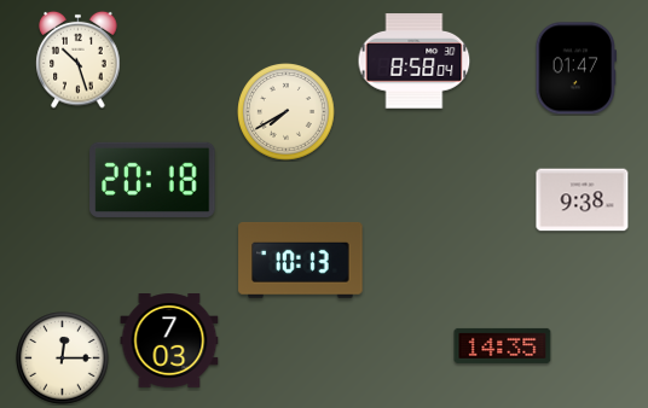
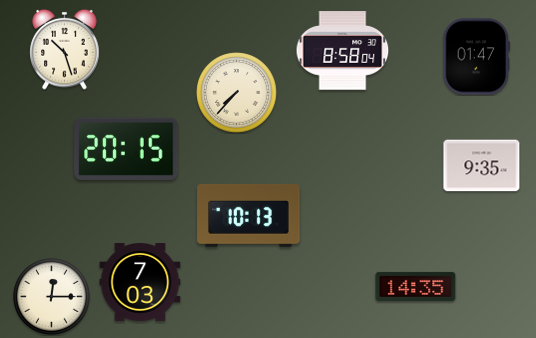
clock at (287, 112): 7:40 -> 7:37
clock at (152, 180): 20:18 -> 20:15
clock at (583, 200): 9:38 -> 9:35
